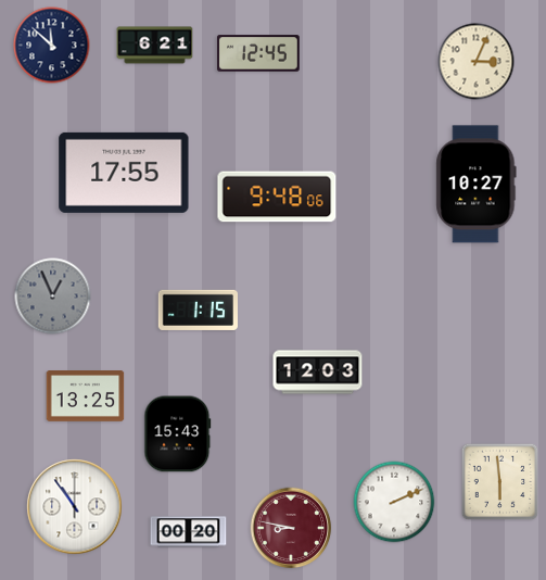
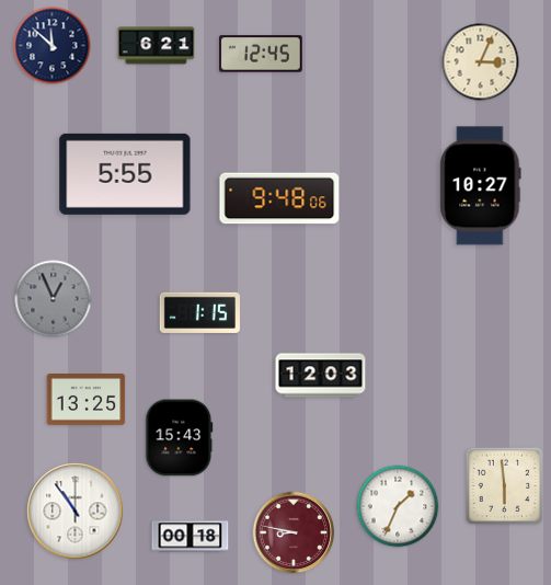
clock at (124, 173): 17:55 -> 5:55
clock at (394, 502): 2:11 -> 1:34
clock at (189, 532): 00:20 -> 00:18
